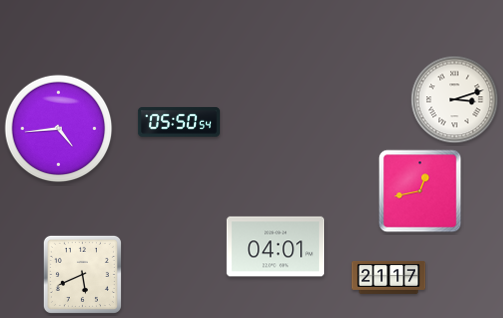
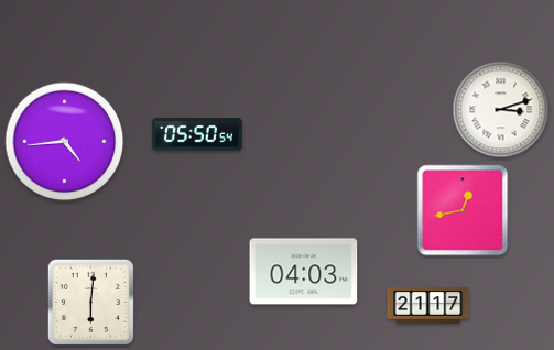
clock at (276, 247): 04:01 -> 04:03
clock at (82, 274): 5:41 -> 6:01
